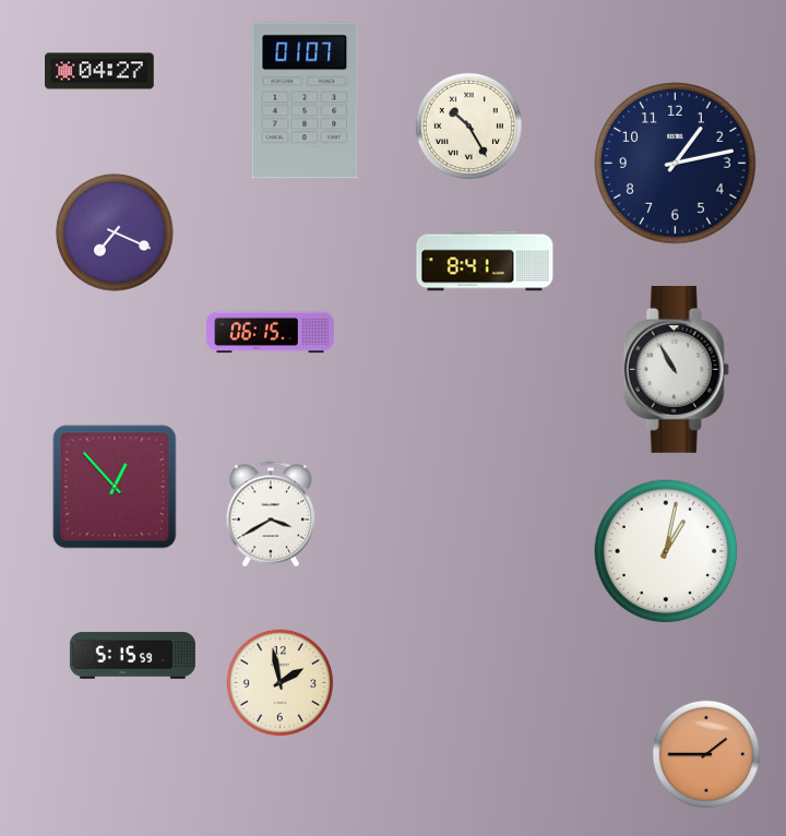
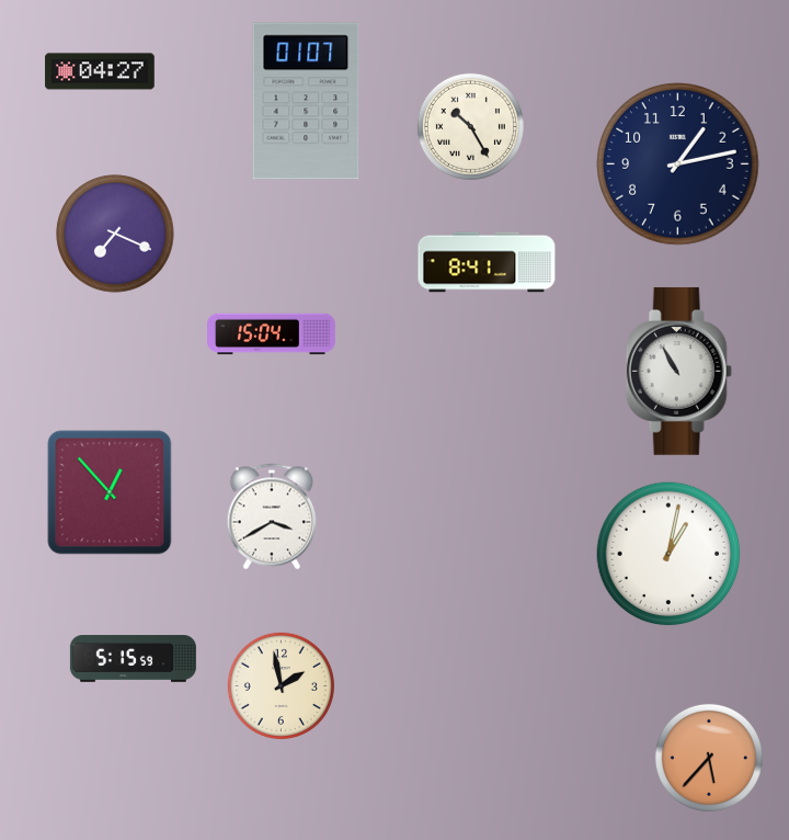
clock at (271, 333): 06:15 -> 15:04
clock at (115, 487) position: (115, 487) -> (110, 492)
clock at (706, 754): 1:45 -> 5:37
